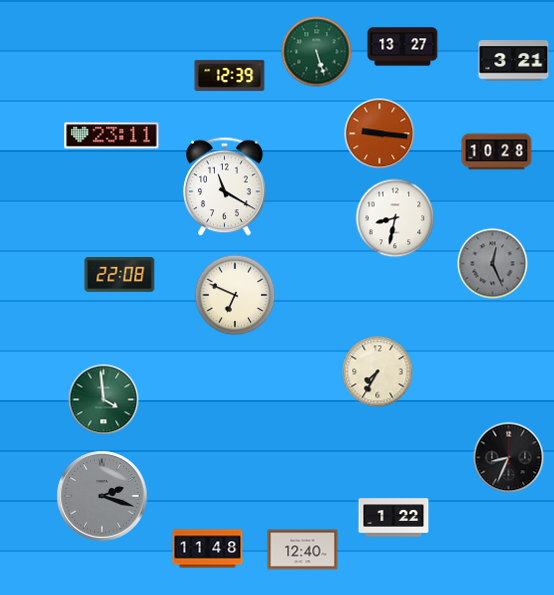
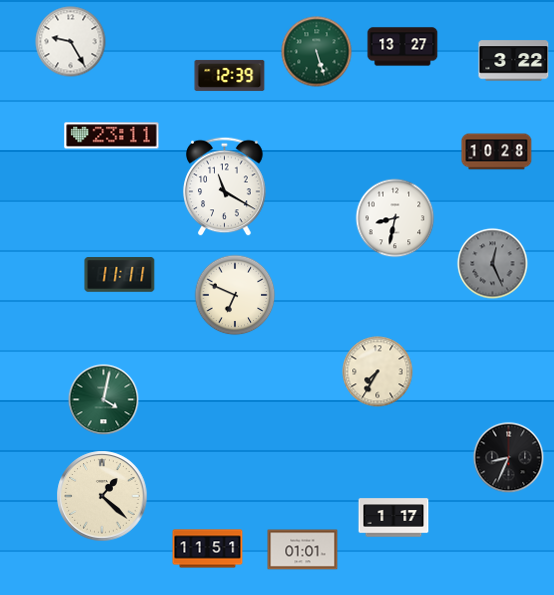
clock at (71, 42): none -> 9:25
clock at (514, 61): 3:21 -> 3:22
clock at (380, 134): 9:16 -> none
clock at (120, 275): 22:08 -> 11:11
clock at (104, 400): 3:59 -> 4:02
clock at (102, 496): 2:18 -> 1:22
clock at (102, 496) dial: grey -> cream
clock at (394, 518): 1:22 -> 1:17
clock at (208, 549): 11:48 -> 11:51
clock at (303, 550): 12:40 -> 01:01
